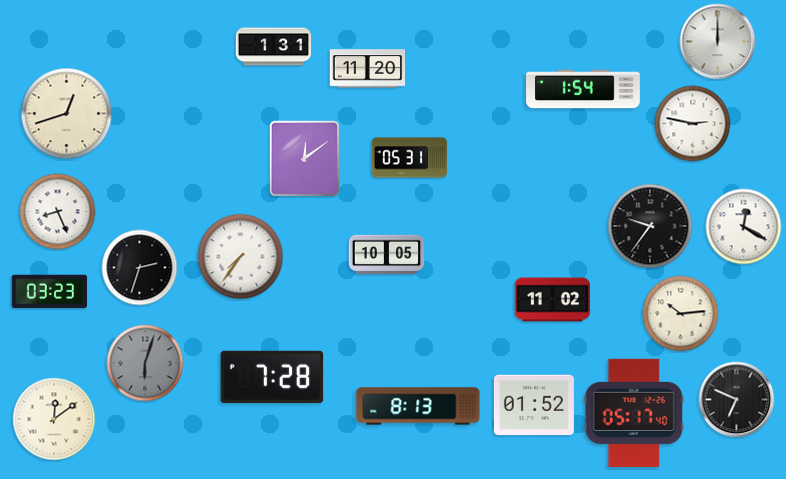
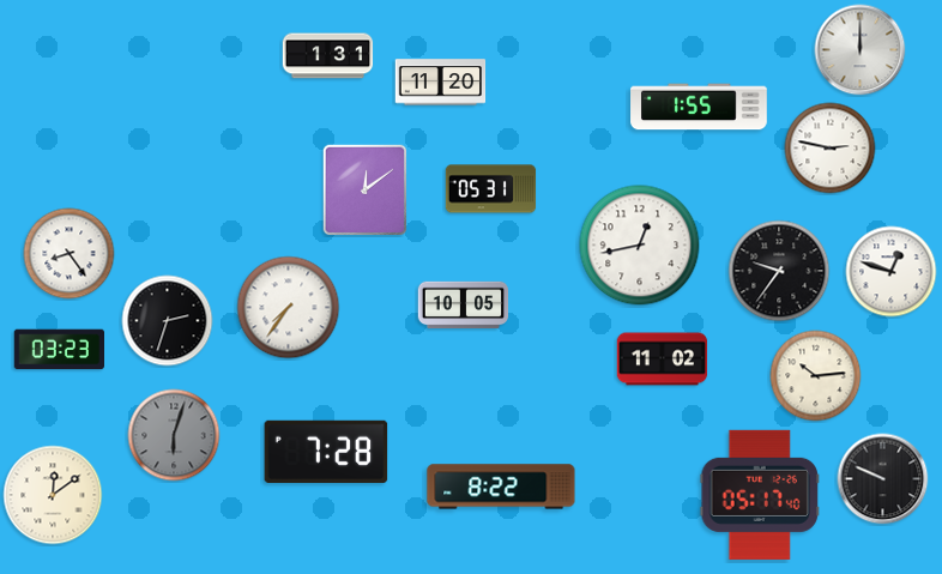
clock at (583, 89): 1:54 -> 1:55
clock at (67, 114): 12:42 -> none
clock at (640, 246): none -> 12:43
clock at (58, 212): 8:26 -> 8:24
clock at (744, 227): 12:20 -> 12:48
clock at (737, 400): 6:49 -> 9:49
clock at (534, 405): 01:52 -> none
clock at (418, 406): 8:13 -> 8:22
clock at (54, 419) position: (54, 419) -> (53, 495)
